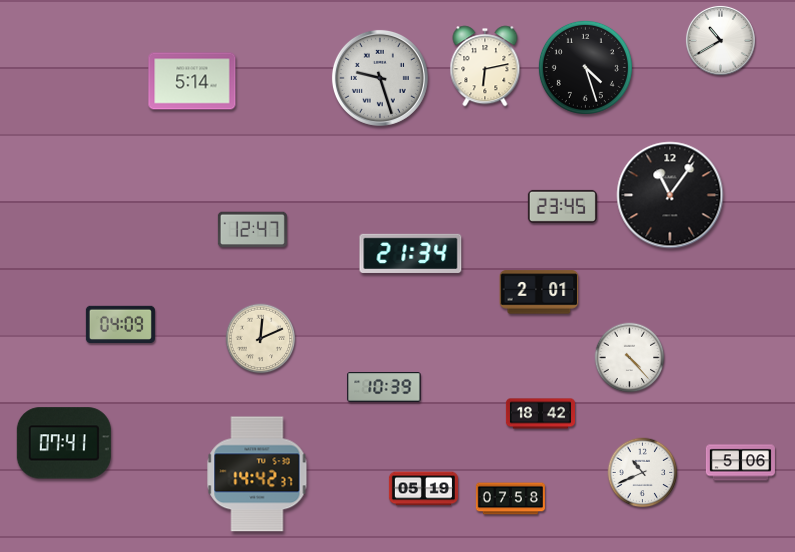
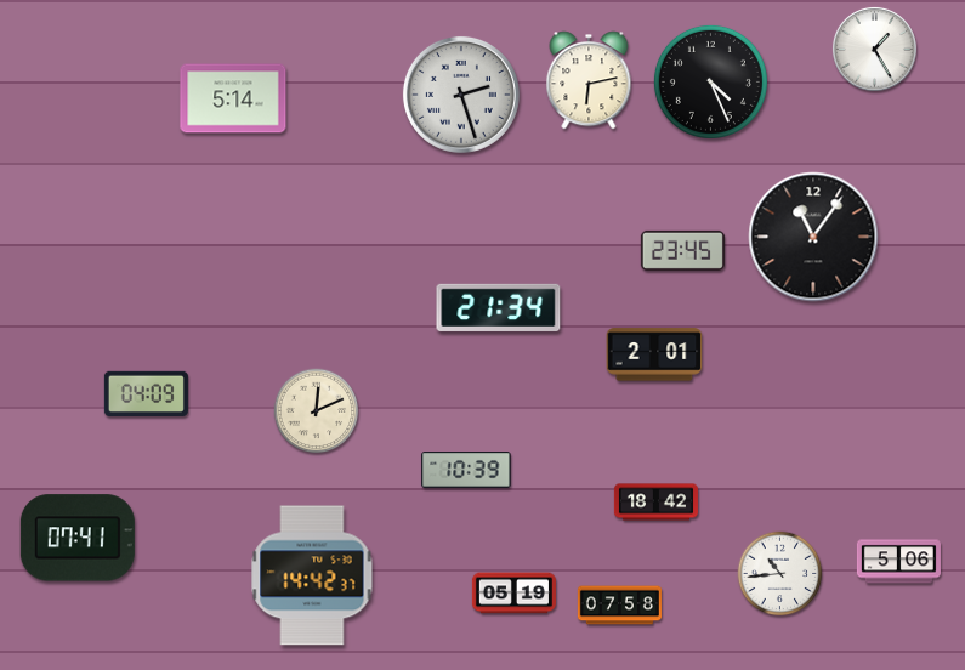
clock at (720, 40): 10:40 -> 1:25
clock at (585, 67): 4:27 -> 4:26
clock at (380, 78): 9:27 -> 2:27
clock at (252, 230): 12:47 -> none
clock at (630, 358): 4:23 -> none
clock at (643, 473): 10:41 -> 10:44
